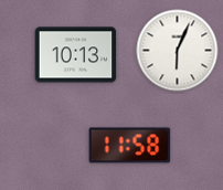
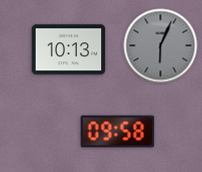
clock at (178, 51) dial: white -> grey
clock at (130, 146): 11:58 -> 09:58
